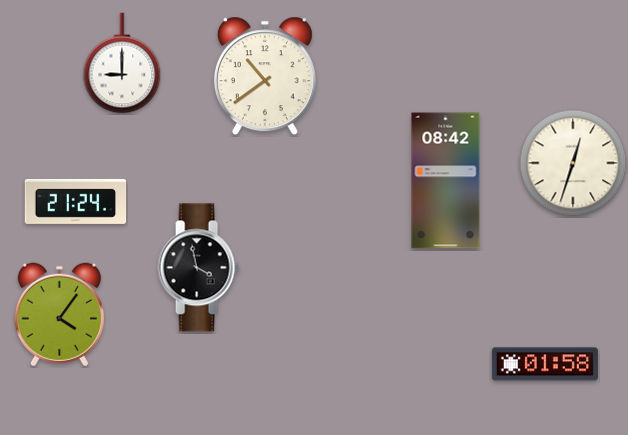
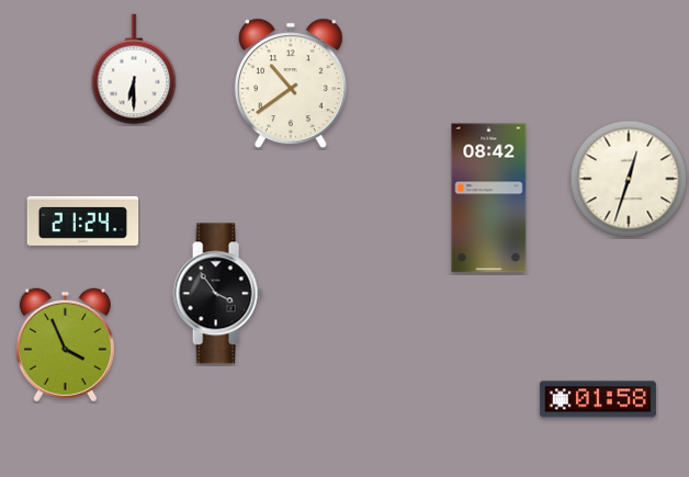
clock at (122, 63): 9:00 -> 6:30
clock at (198, 268): 3:58 -> 3:54
clock at (59, 315): 4:06 -> 3:56
